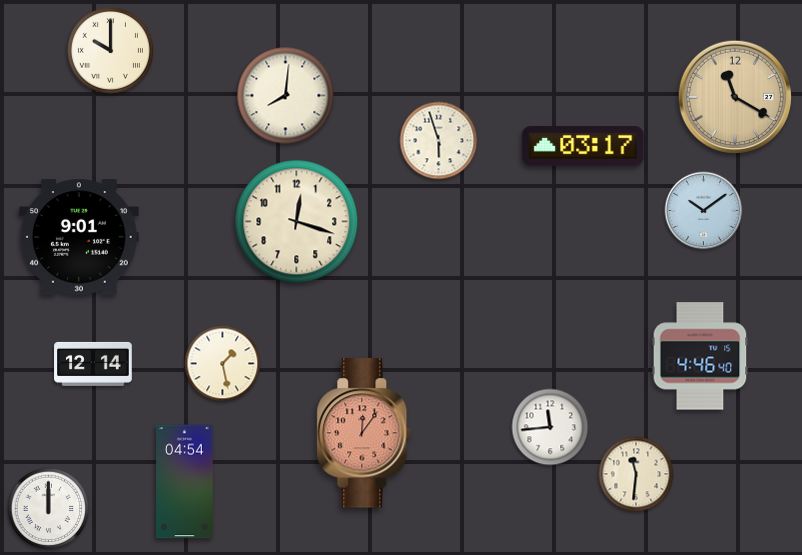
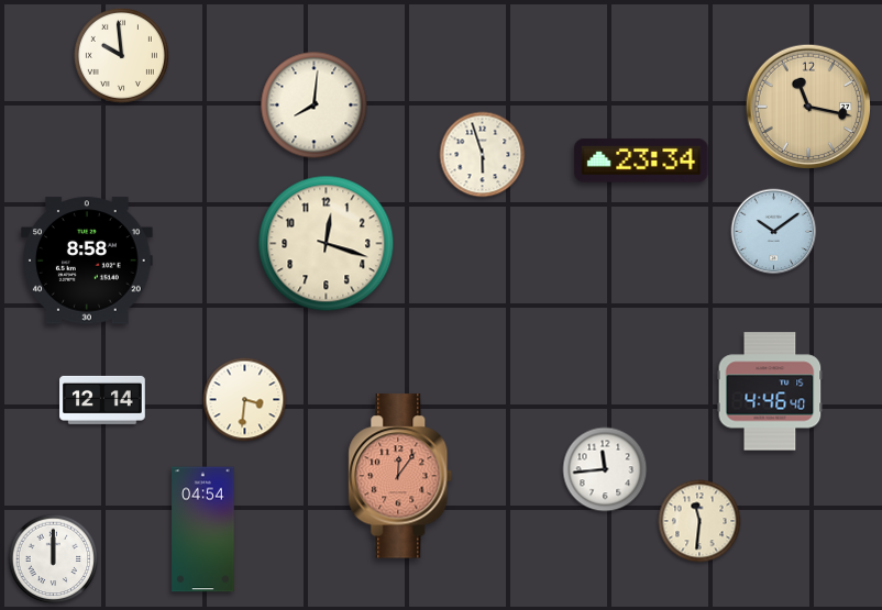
clock at (110, 50): 10:00 -> 9:59
clock at (735, 97): 11:20 -> 11:17
clock at (583, 146): 03:17 -> 23:34
clock at (80, 237): 9:01 -> 8:58
clock at (223, 364): 1:28 -> 3:31
